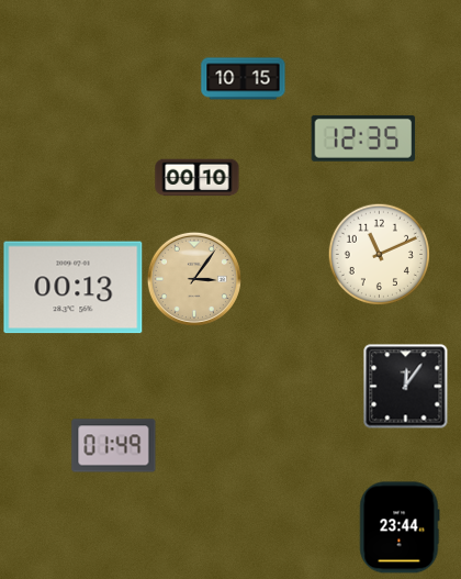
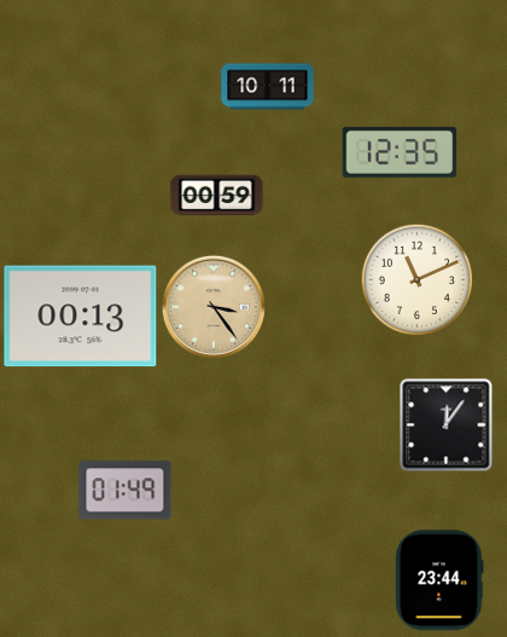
clock at (244, 79): 10:15 -> 10:11
clock at (198, 178): 00:10 -> 00:59
clock at (194, 279): 3:06 -> 3:24
